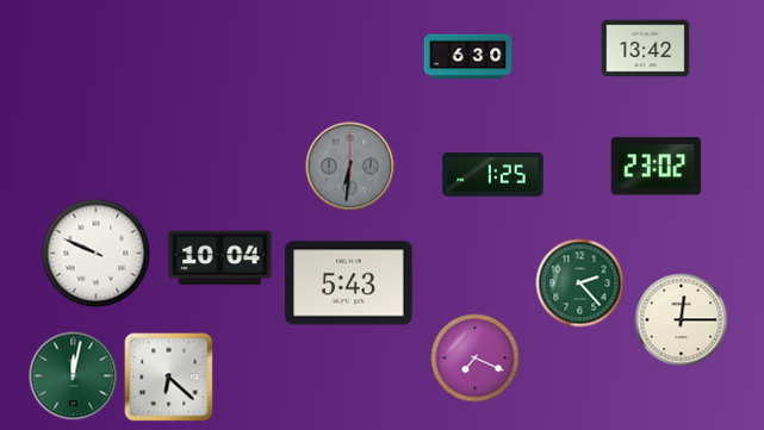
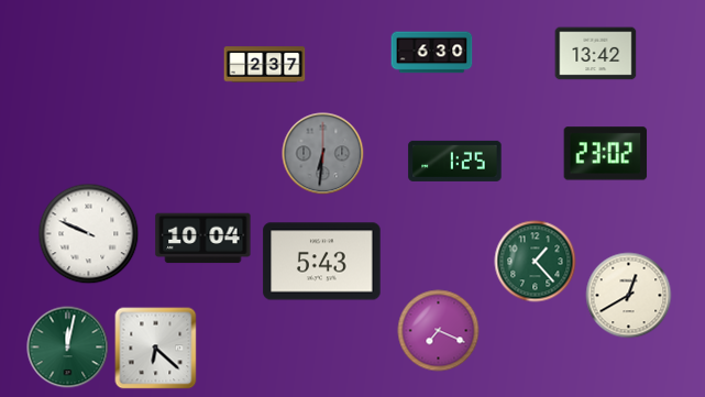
clock at (646, 49) position: (646, 49) -> (596, 54)
clock at (265, 65): none -> 2:37
clock at (580, 283): 2:23 -> 1:23
clock at (682, 320): 12:15 -> 12:40
